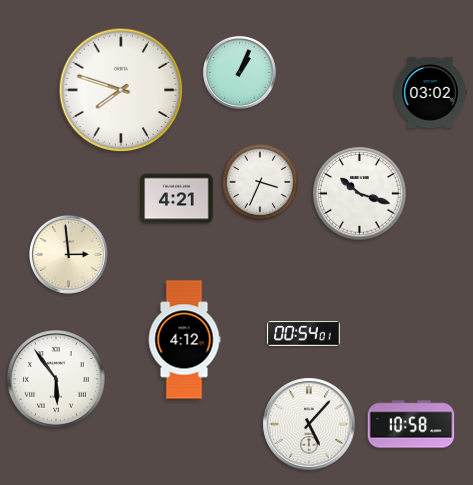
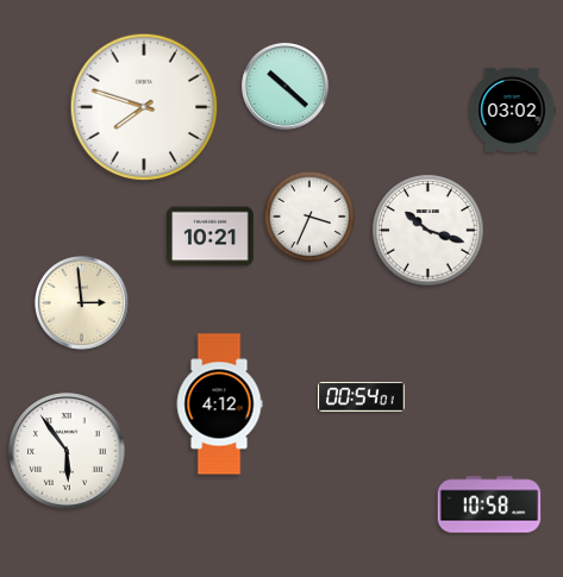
clock at (239, 72): 1:04 -> 10:22
clock at (177, 199): 4:21 -> 10:21
clock at (309, 424): 5:07 -> none
